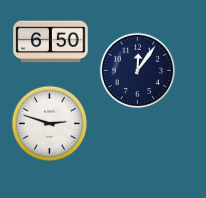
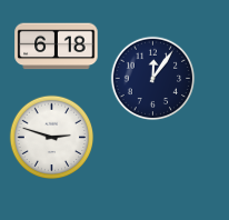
clock at (51, 42): 6:50 -> 6:18
clock at (50, 124) position: (50, 124) -> (52, 138)
